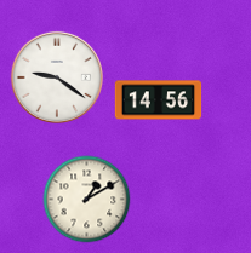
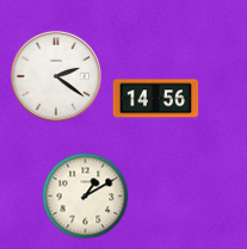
clock at (57, 77): 9:21 -> 2:21
